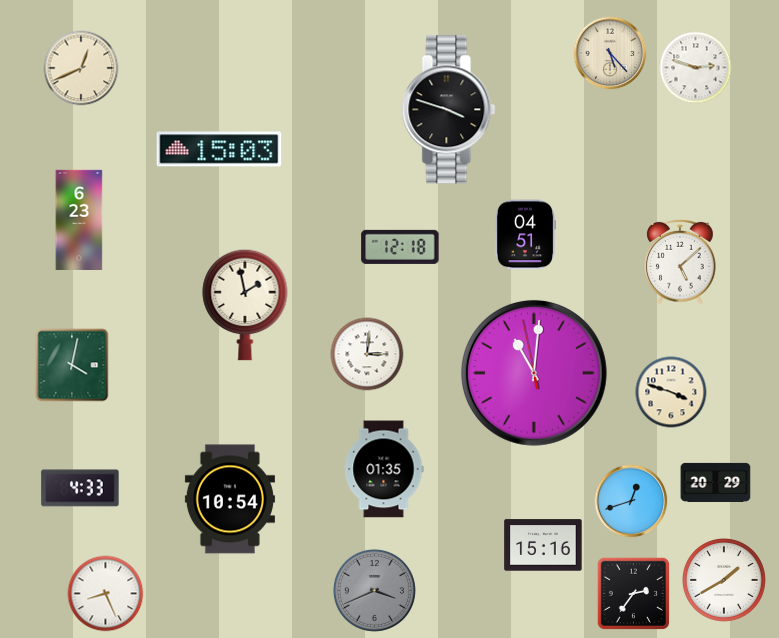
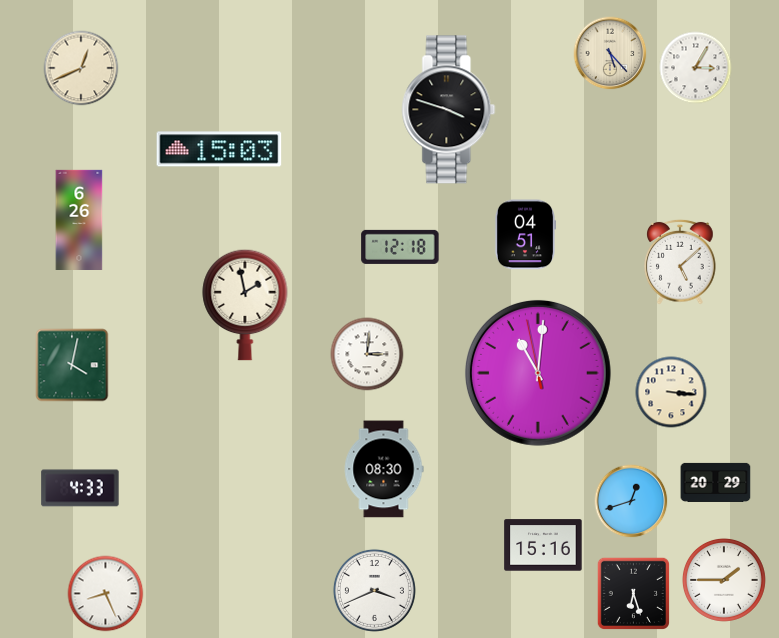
clock at (696, 68): 2:48 -> 3:05
clock at (79, 219): 6:23 -> 6:26
clock at (534, 373) position: (534, 373) -> (538, 373)
clock at (671, 392): 3:48 -> 3:16
clock at (384, 469): 01:35 -> 08:30
clock at (230, 499): 10:54 -> none
clock at (724, 580): 1:40 -> 1:45
clock at (374, 590) dial: grey -> white
clock at (633, 593): 2:36 -> 6:27
